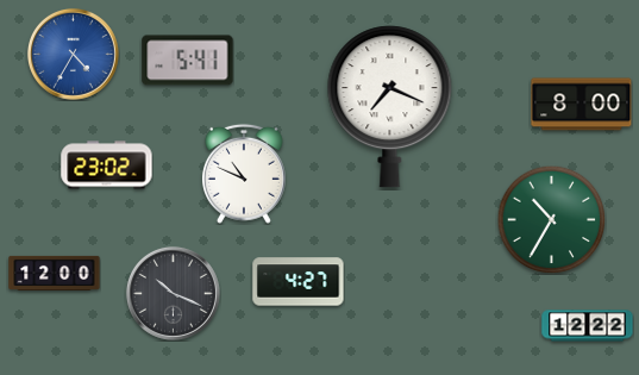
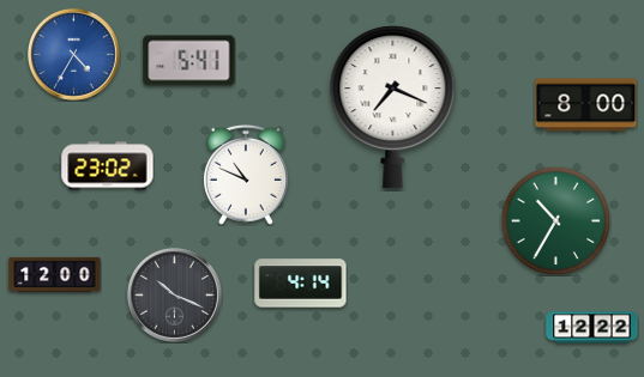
clock at (299, 282): 4:27 -> 4:14
